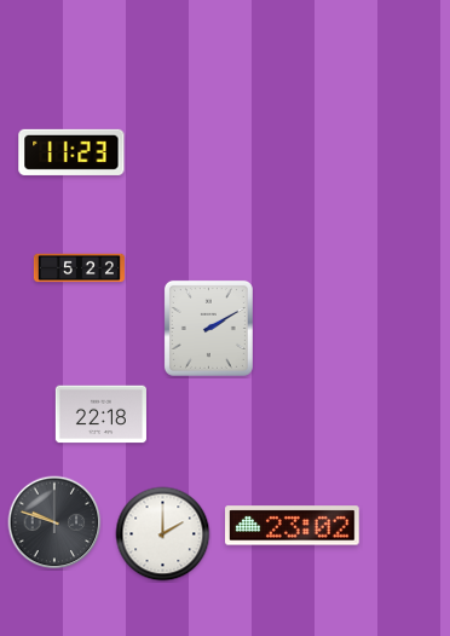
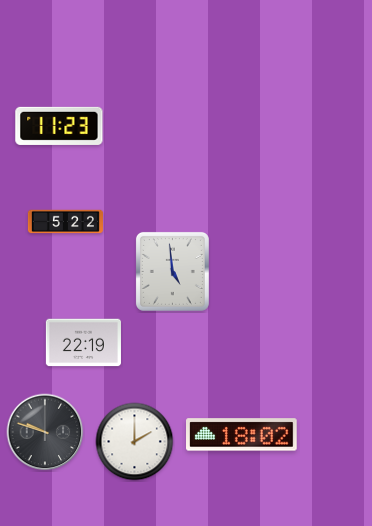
clock at (208, 328): 2:10 -> 4:59
clock at (100, 415): 22:18 -> 22:19
clock at (293, 526): 23:02 -> 18:02
